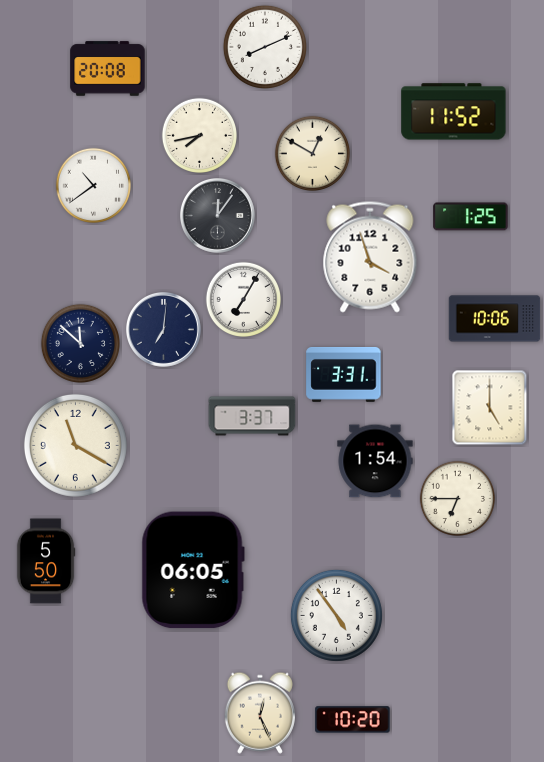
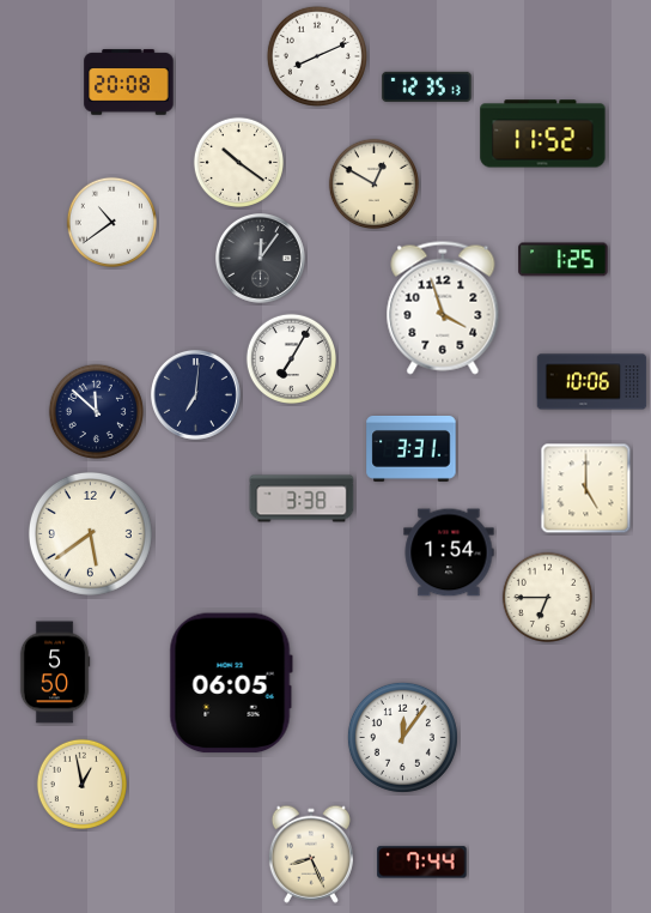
clock at (427, 86): none -> 12:35
clock at (199, 135): 7:43 -> 10:21
clock at (252, 416): 3:37 -> 3:38
clock at (75, 445): 11:20 -> 5:39
clock at (336, 615): 4:54 -> 12:06
clock at (81, 784): none -> 12:58
clock at (260, 713): 12:26 -> 8:26
clock at (353, 720): 10:20 -> 7:44
